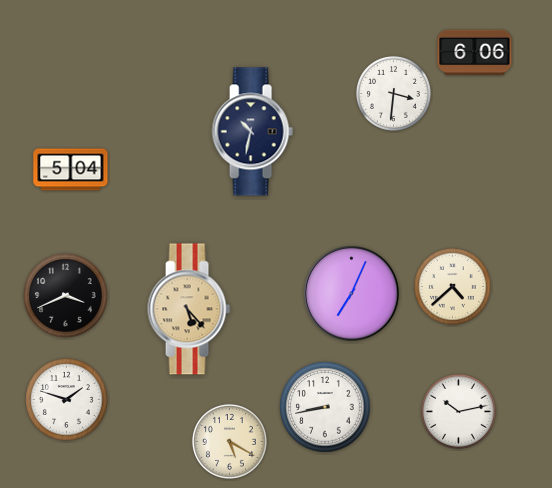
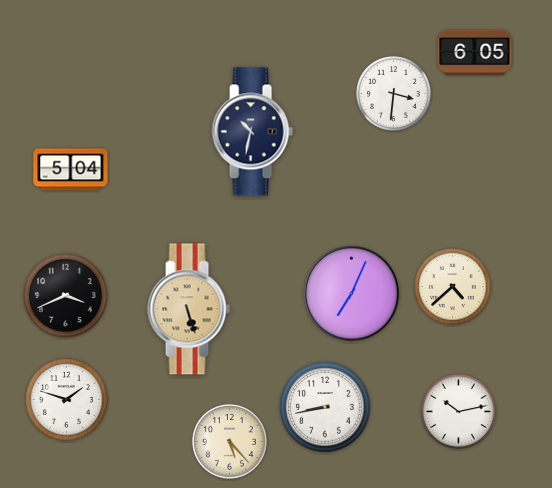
clock at (475, 53): 6:06 -> 6:05
clock at (189, 309): 5:23 -> 5:27
clock at (229, 441): 5:20 -> 5:23
